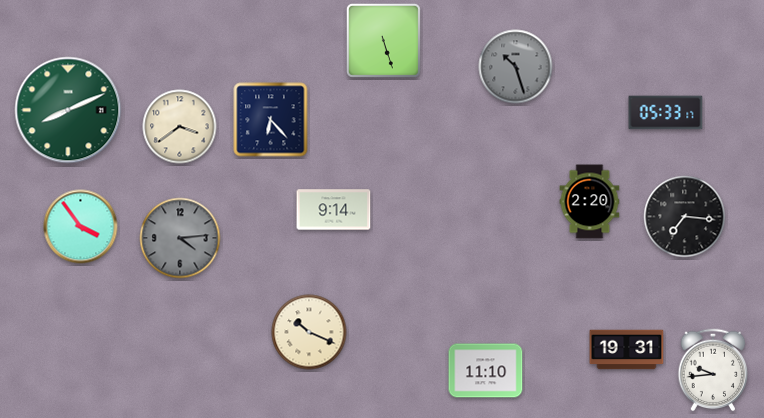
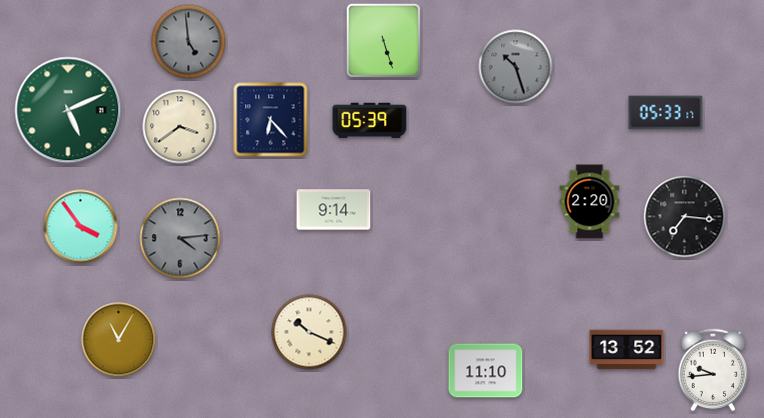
clock at (189, 42): none -> 4:59
clock at (68, 110): 8:11 -> 5:11
clock at (370, 121): none -> 05:39
clock at (119, 340): none -> 11:05
clock at (627, 350): 19:31 -> 13:52
